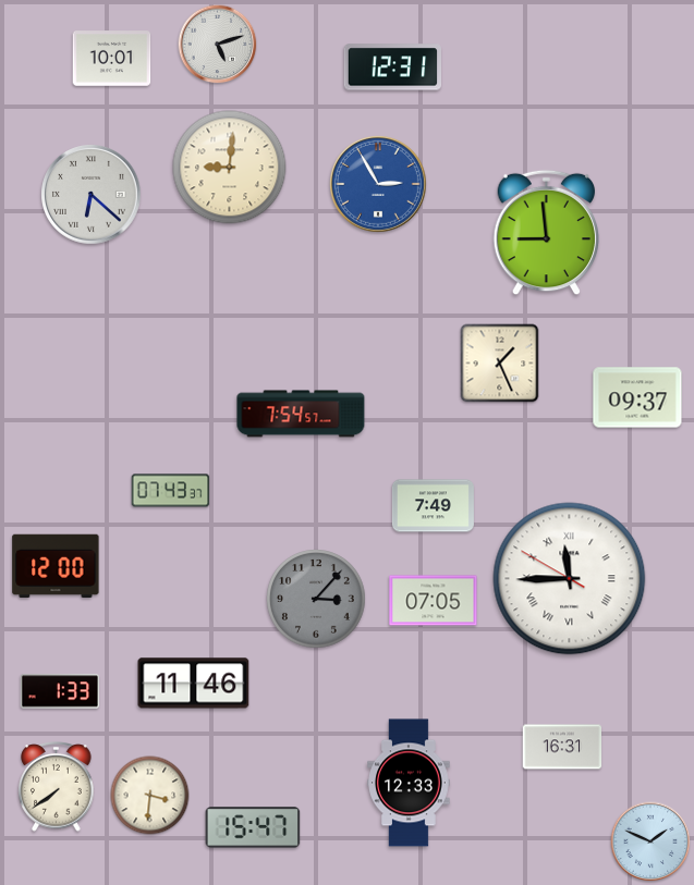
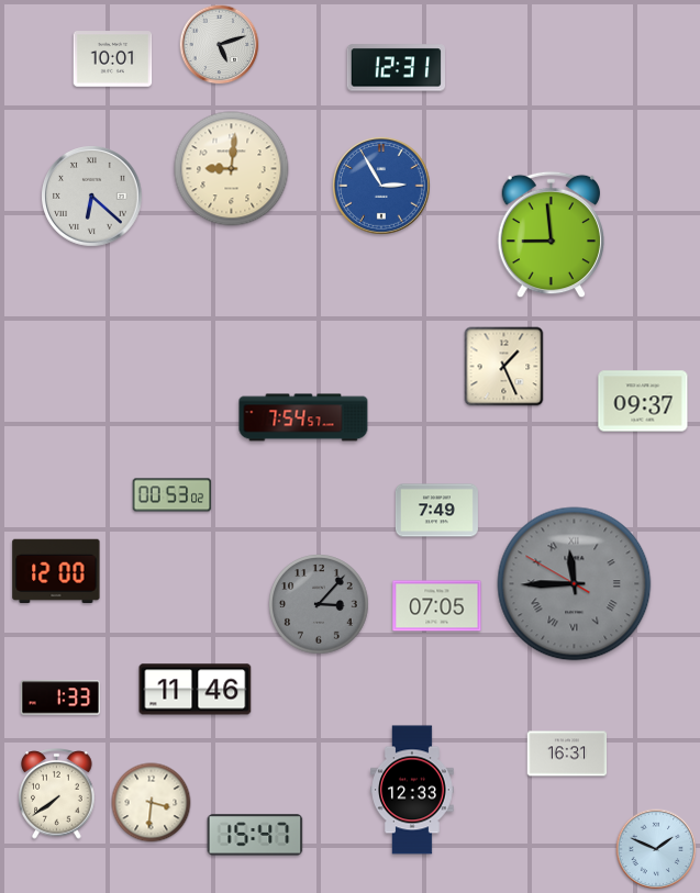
clock at (171, 491): 07:43 -> 00:53
clock at (570, 579) dial: white -> grey
